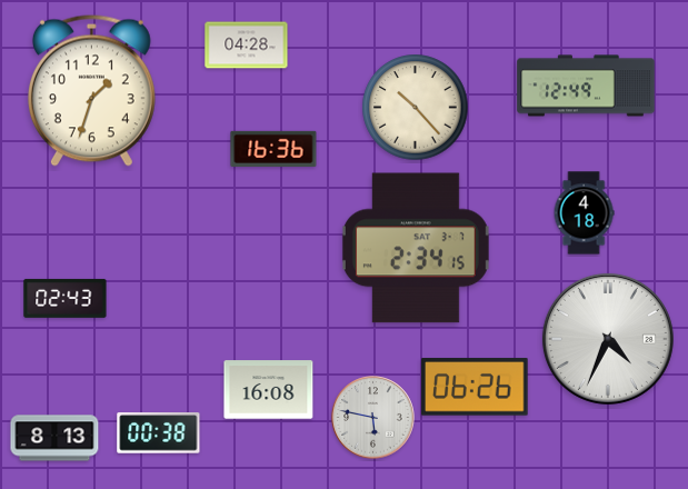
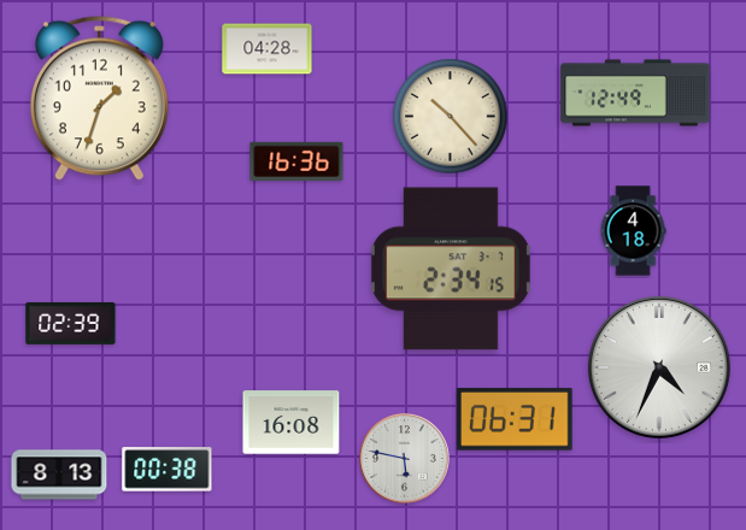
clock at (66, 298): 02:43 -> 02:39
clock at (476, 387): 06:26 -> 06:31
clock at (373, 418) position: (373, 418) -> (405, 459)
clock at (159, 433) position: (159, 433) -> (168, 470)
